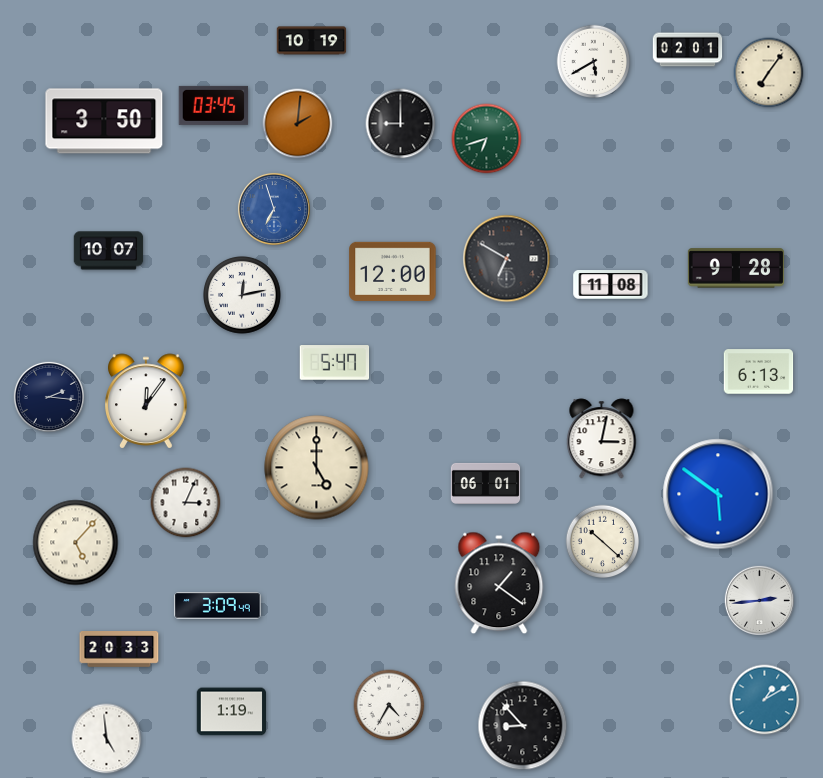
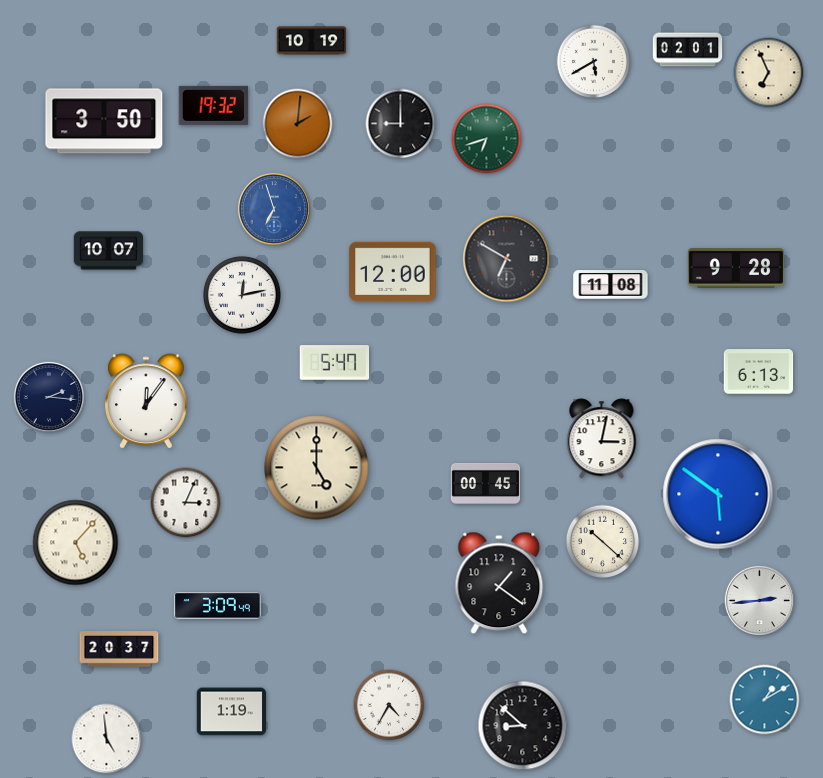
clock at (769, 73): 7:06 -> 6:56
clock at (214, 105): 03:45 -> 19:32
clock at (486, 483): 06:01 -> 00:45
clock at (119, 650): 20:33 -> 20:37
clock at (523, 726): 8:53 -> 8:52
